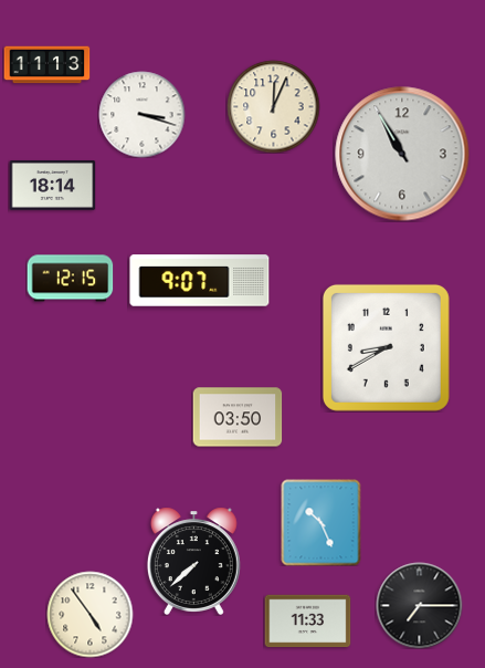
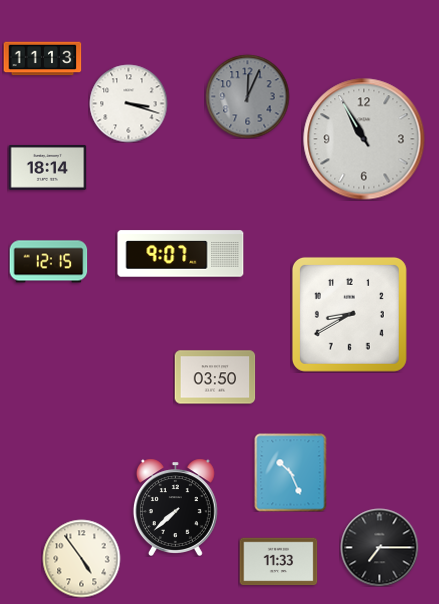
clock at (273, 106) dial: cream -> grey
clock at (70, 279) position: (70, 279) -> (48, 262)
clock at (89, 614) position: (89, 614) -> (81, 558)
